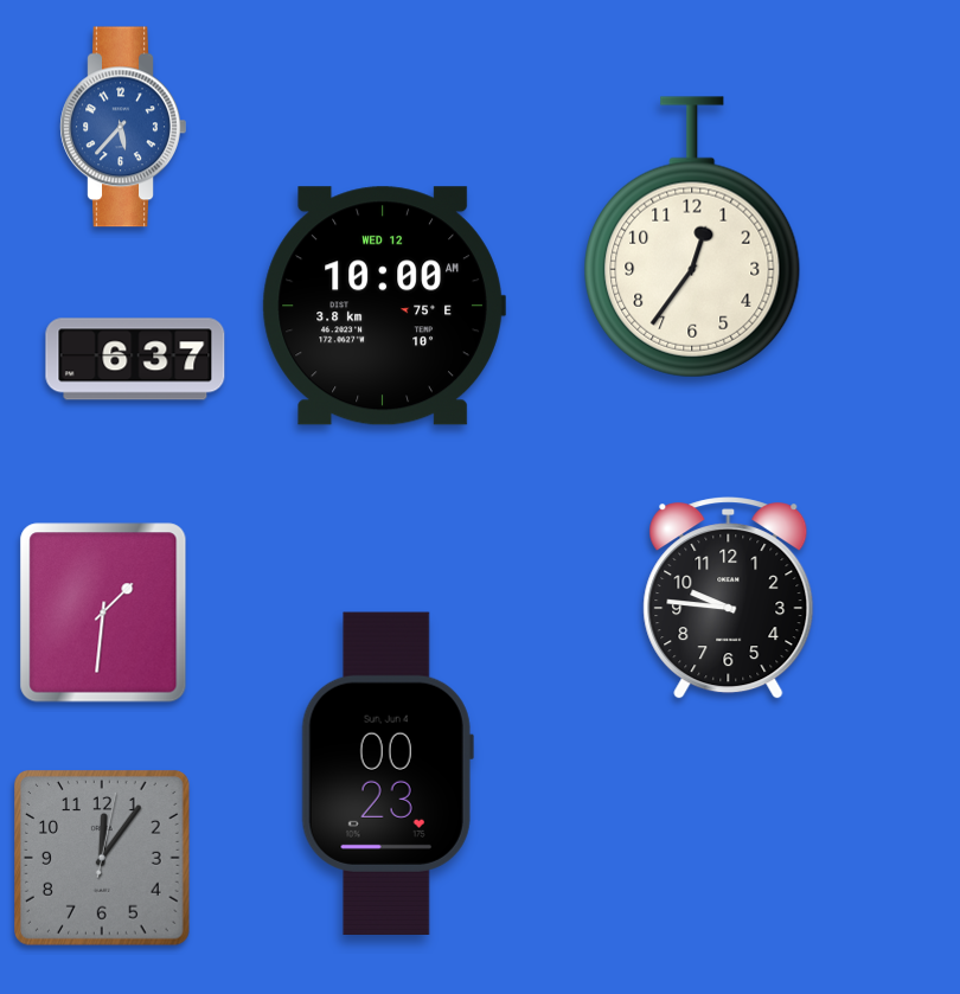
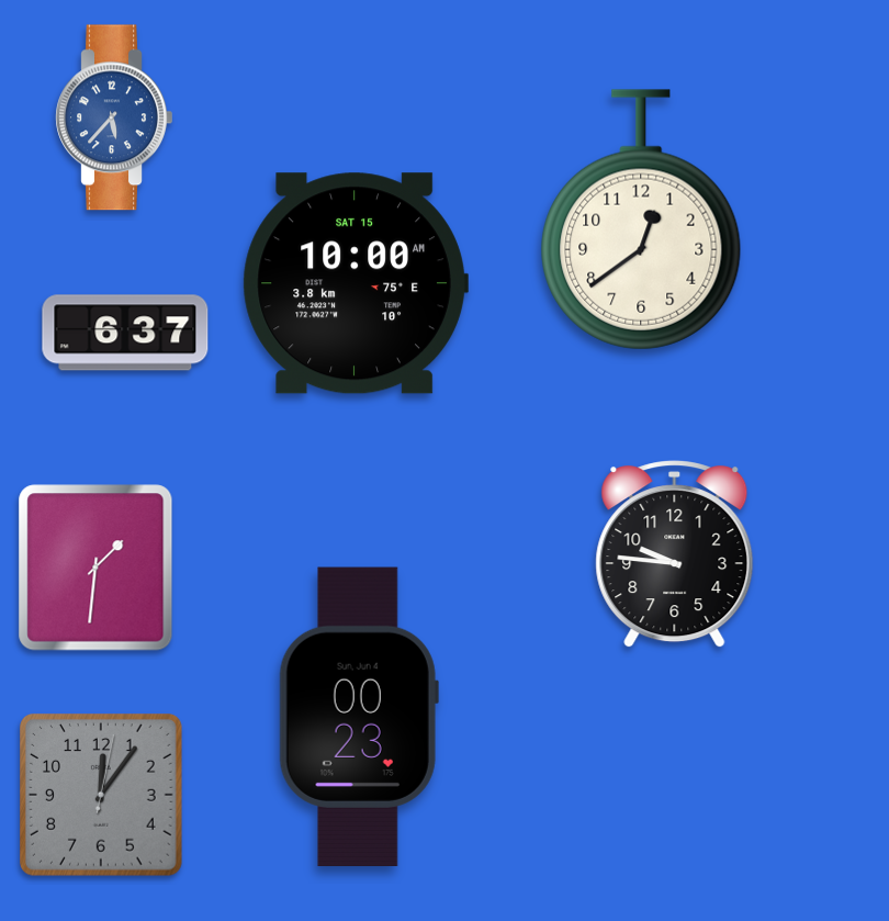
clock at (692, 237): 12:36 -> 12:39
clock at (384, 306) date: WED 12 -> SAT 15
clock at (103, 859) position: (103, 859) -> (102, 796)
